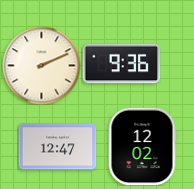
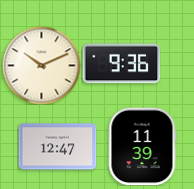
clock at (41, 65): 2:11 -> 10:11
clock at (142, 146): 12:02 -> 11:39
